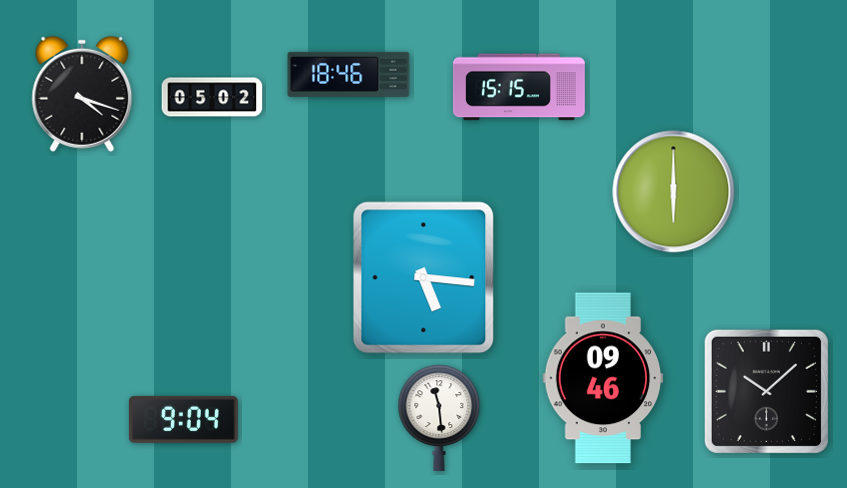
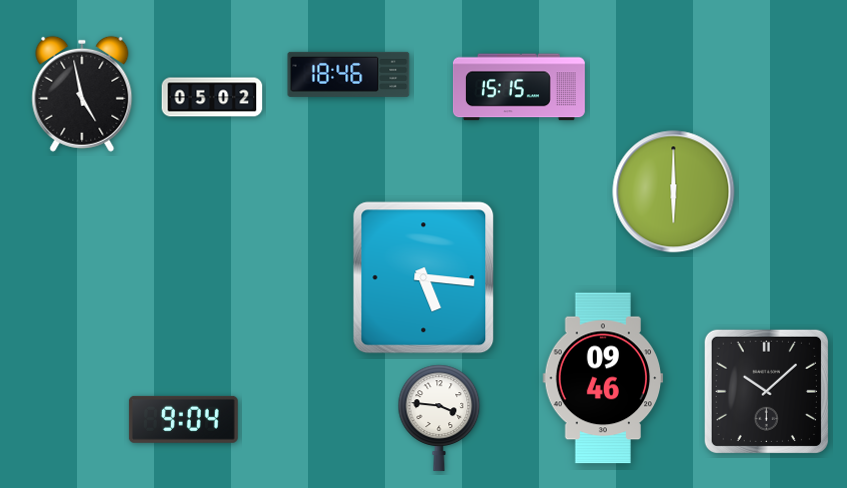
clock at (82, 94): 4:18 -> 4:58
clock at (439, 418): 11:29 -> 3:46
